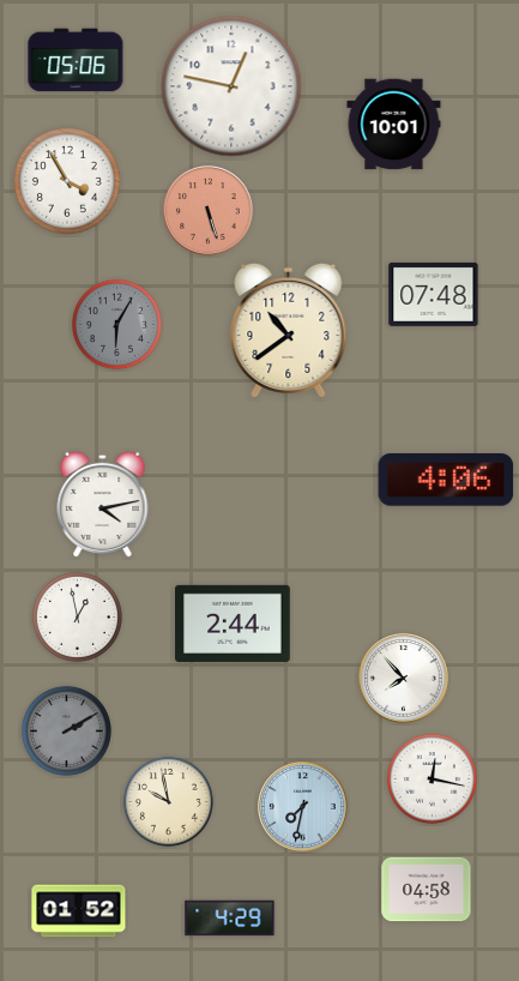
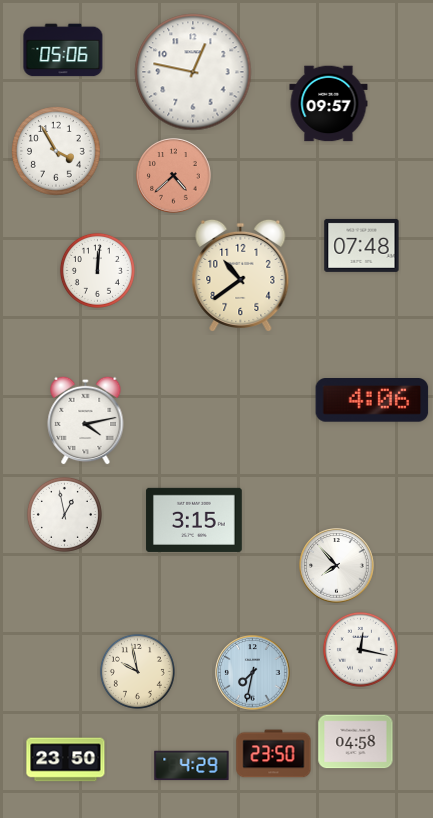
clock at (394, 125): 10:01 -> 09:57
clock at (209, 211): 5:27 -> 4:38
clock at (116, 324): 6:05 -> 12:01
clock at (116, 324) dial: grey -> white
clock at (233, 624): 2:44 -> 3:15
clock at (66, 730): 2:10 -> none
clock at (168, 801) position: (168, 801) -> (137, 671)
clock at (274, 754): none -> 23:50
clock at (79, 911): 01:52 -> 23:50
